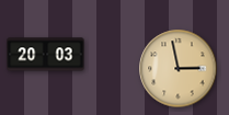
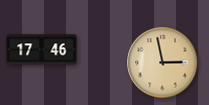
clock at (46, 55): 20:03 -> 17:46
